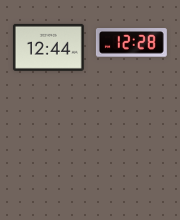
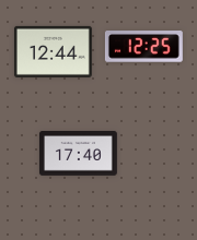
clock at (131, 43): 12:28 -> 12:25
clock at (78, 154): none -> 17:40
